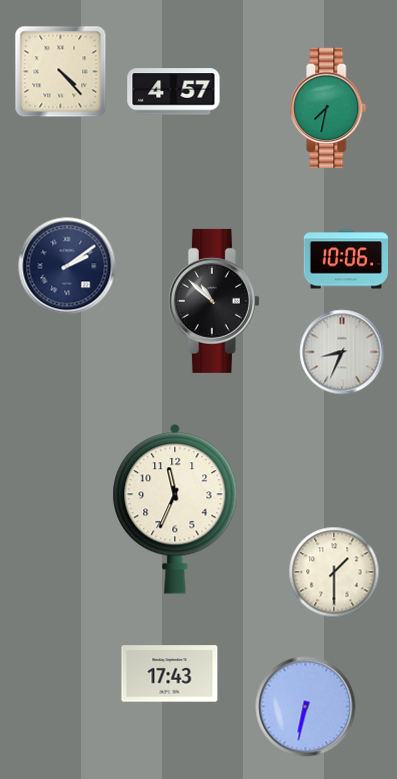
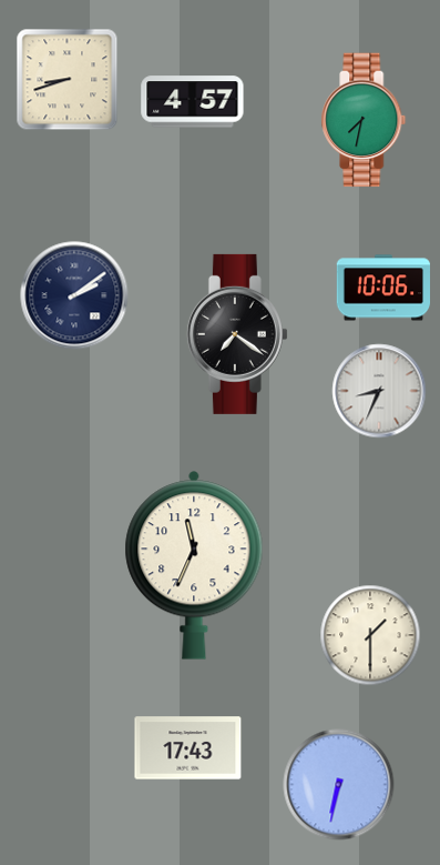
clock at (61, 72): 4:23 -> 8:42
clock at (214, 301): 10:52 -> 7:21
